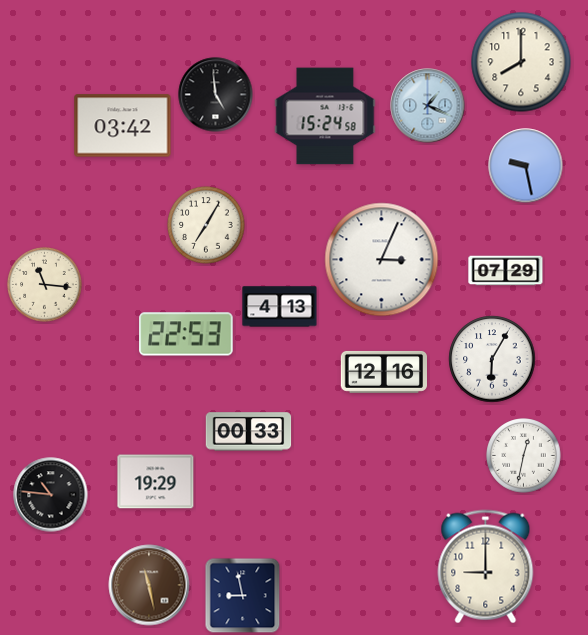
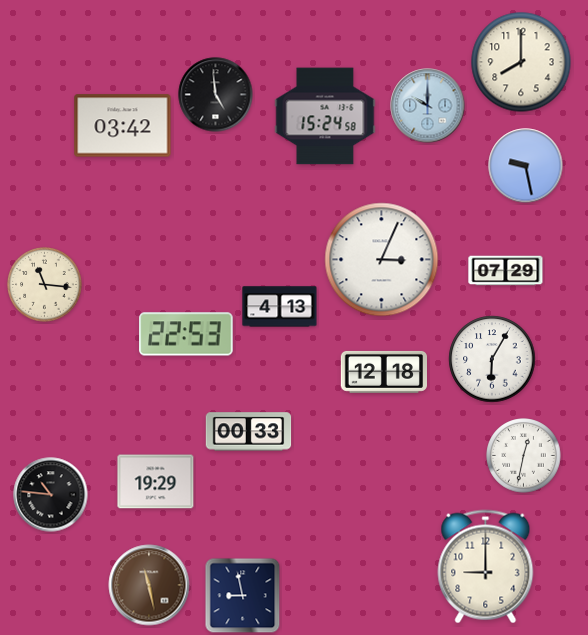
clock at (428, 106): 1:19 -> 10:00
clock at (206, 225): 7:05 -> none
clock at (383, 372): 12:16 -> 12:18
